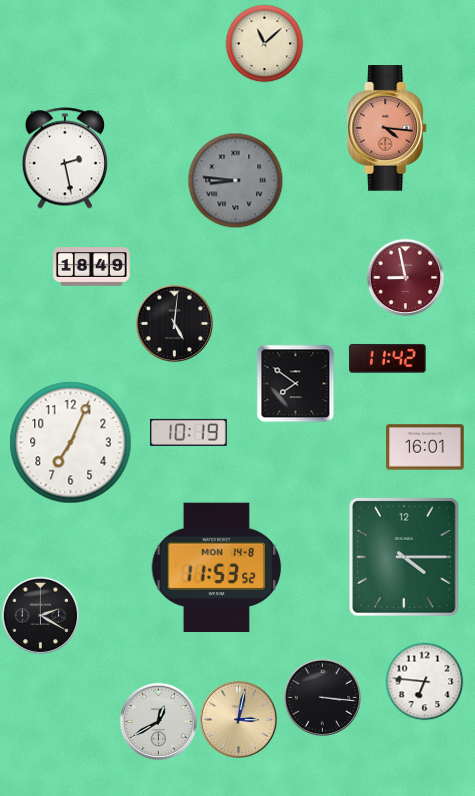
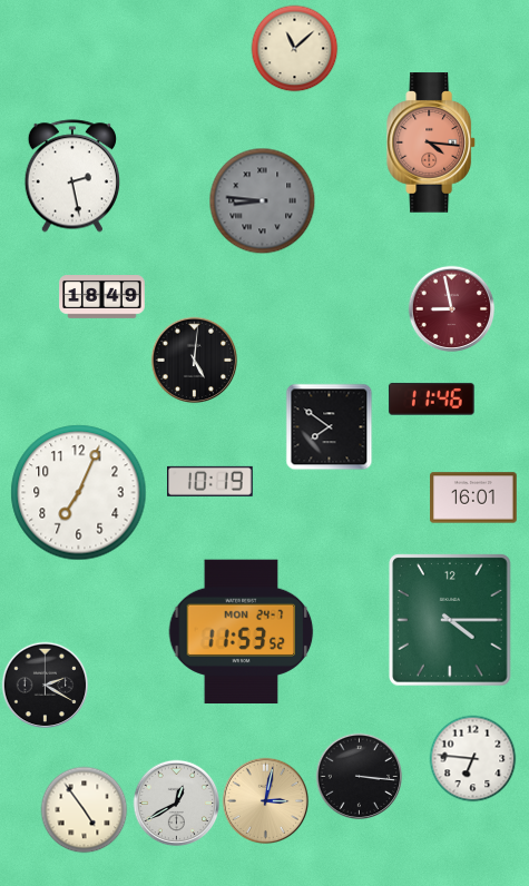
clock at (387, 358): 11:42 -> 11:46
clock at (217, 567) date: MON 14-8 -> MON 24-7
clock at (84, 809): none -> 4:54
